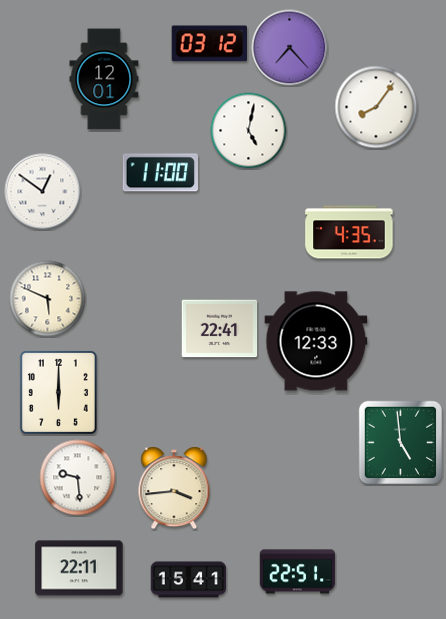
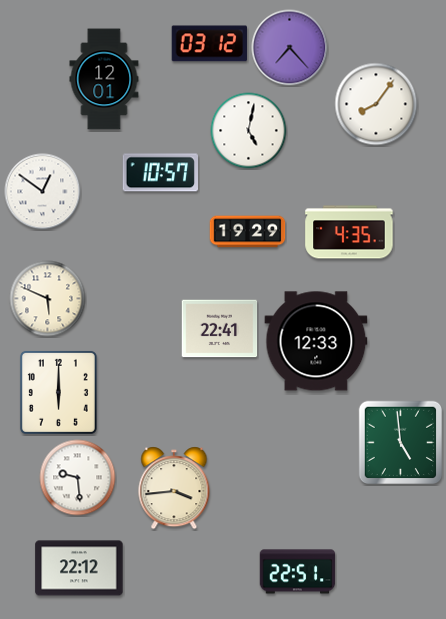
clock at (376, 107) position: (376, 107) -> (376, 104)
clock at (160, 173): 11:00 -> 10:57
clock at (248, 232): none -> 19:29
clock at (79, 568): 22:11 -> 22:12
clock at (189, 580): 15:41 -> none
